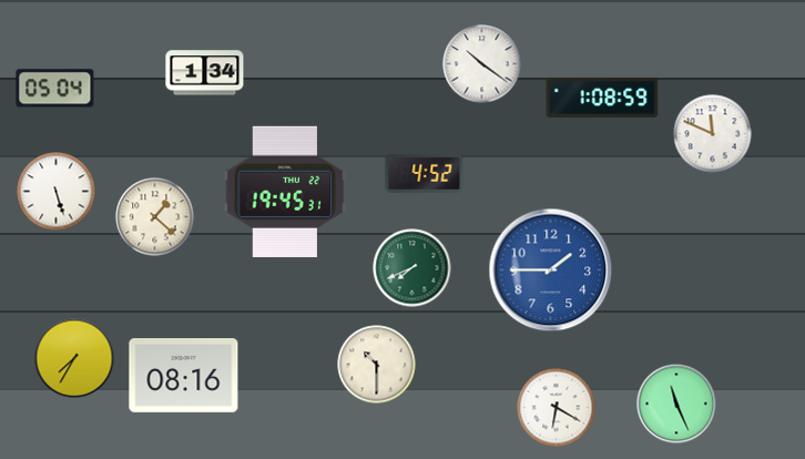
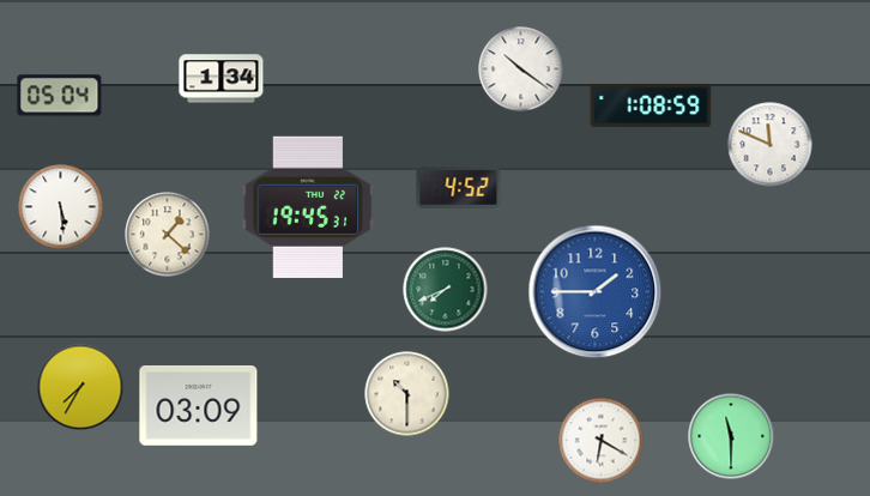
clock at (57, 192): 5:27 -> 5:29
clock at (184, 376): 08:16 -> 03:09
clock at (676, 404): 11:26 -> 11:30
